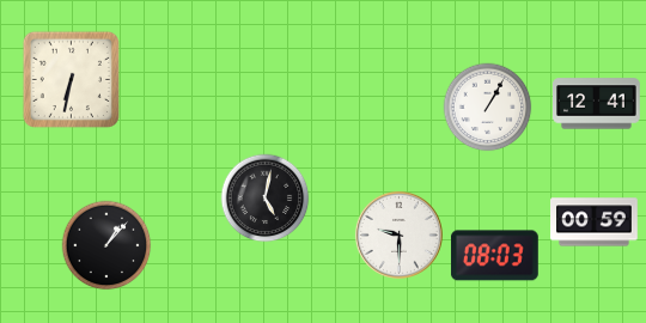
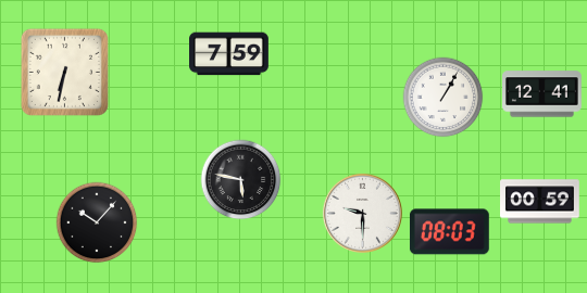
clock at (229, 54): none -> 7:59
clock at (266, 199): 5:02 -> 5:47
clock at (106, 245): 1:07 -> 10:07
